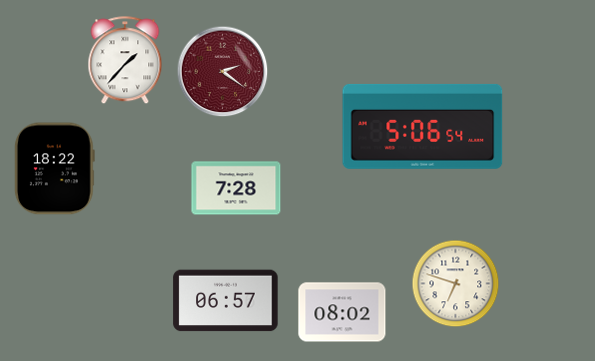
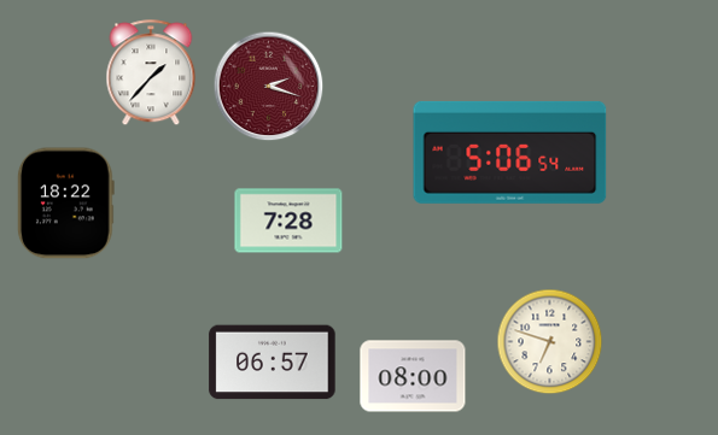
clock at (223, 72): 2:21 -> 2:18
clock at (236, 188) position: (236, 188) -> (288, 221)
clock at (342, 312): 08:02 -> 08:00
